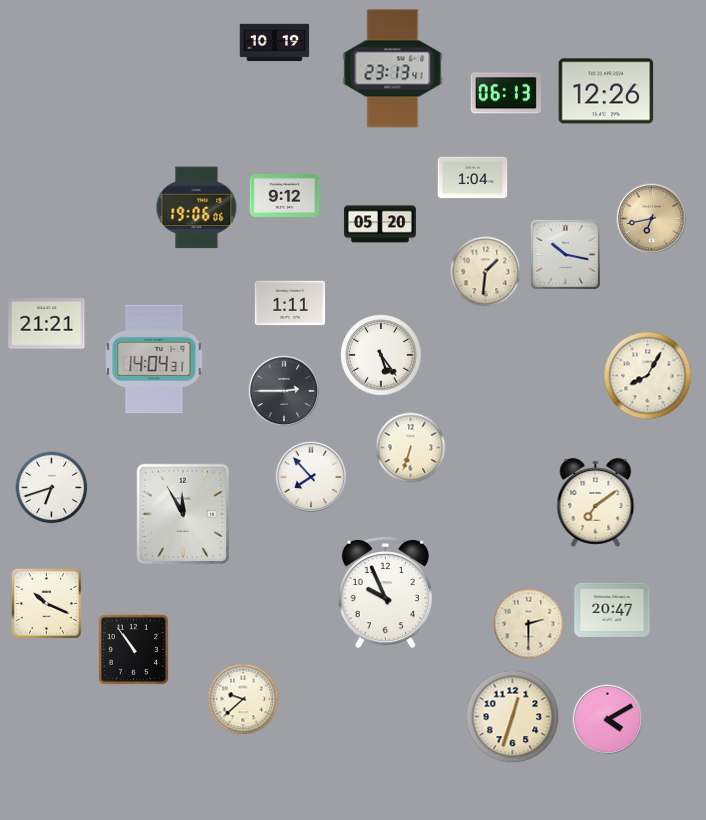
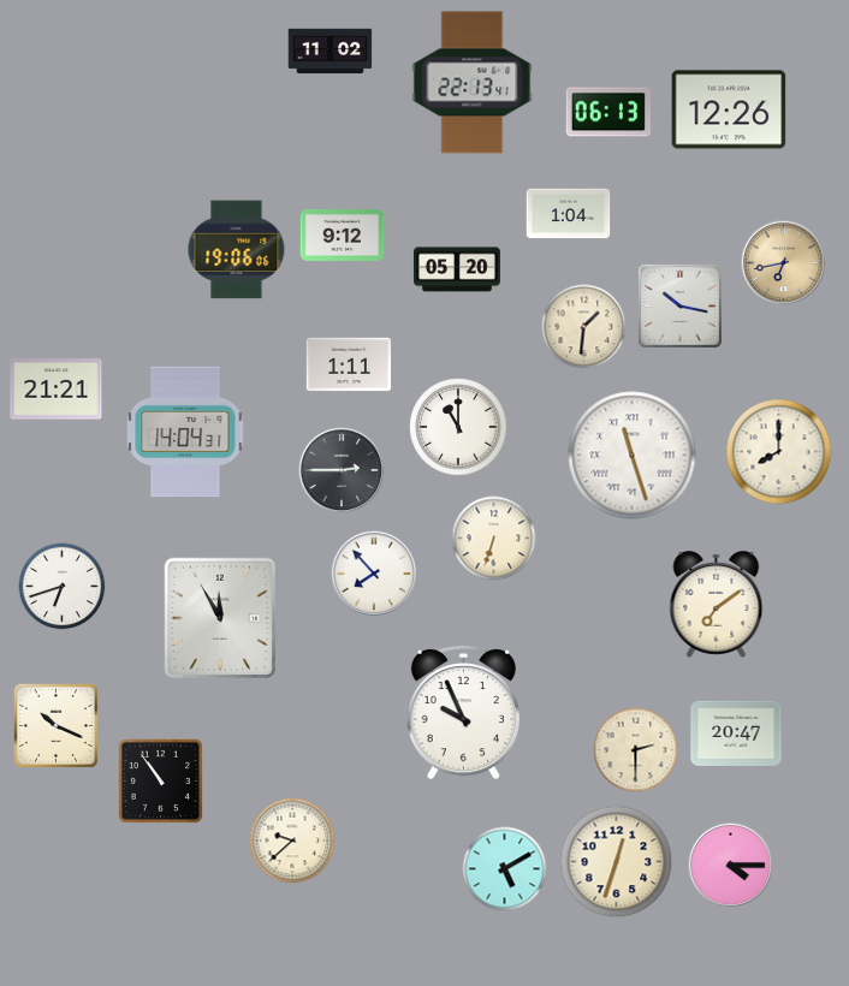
clock at (275, 43): 10:19 -> 11:02
clock at (393, 69): 23:13 -> 22:13
clock at (381, 355): 5:24 -> 11:00
clock at (648, 376): 8:05 -> 8:00
clock at (633, 456): none -> 11:27
clock at (608, 720): 4:10 -> 4:15
clock at (505, 869): none -> 5:10
